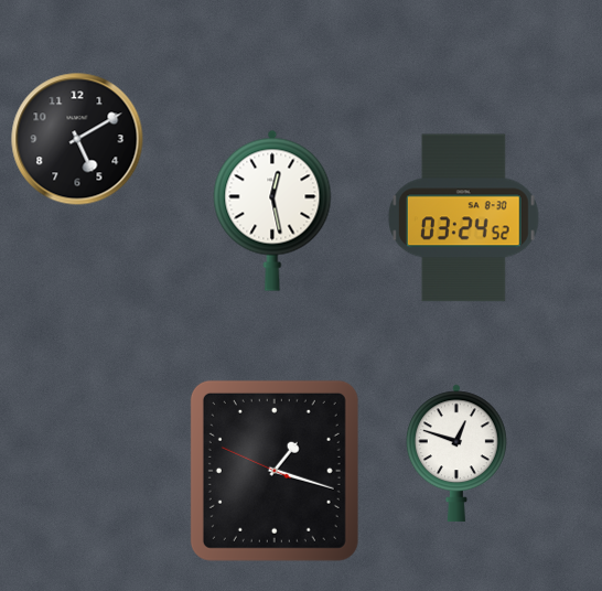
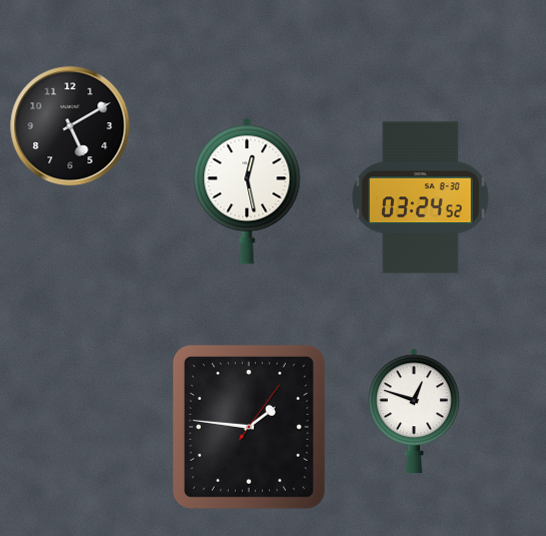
clock at (275, 471): 1:17 -> 1:46
